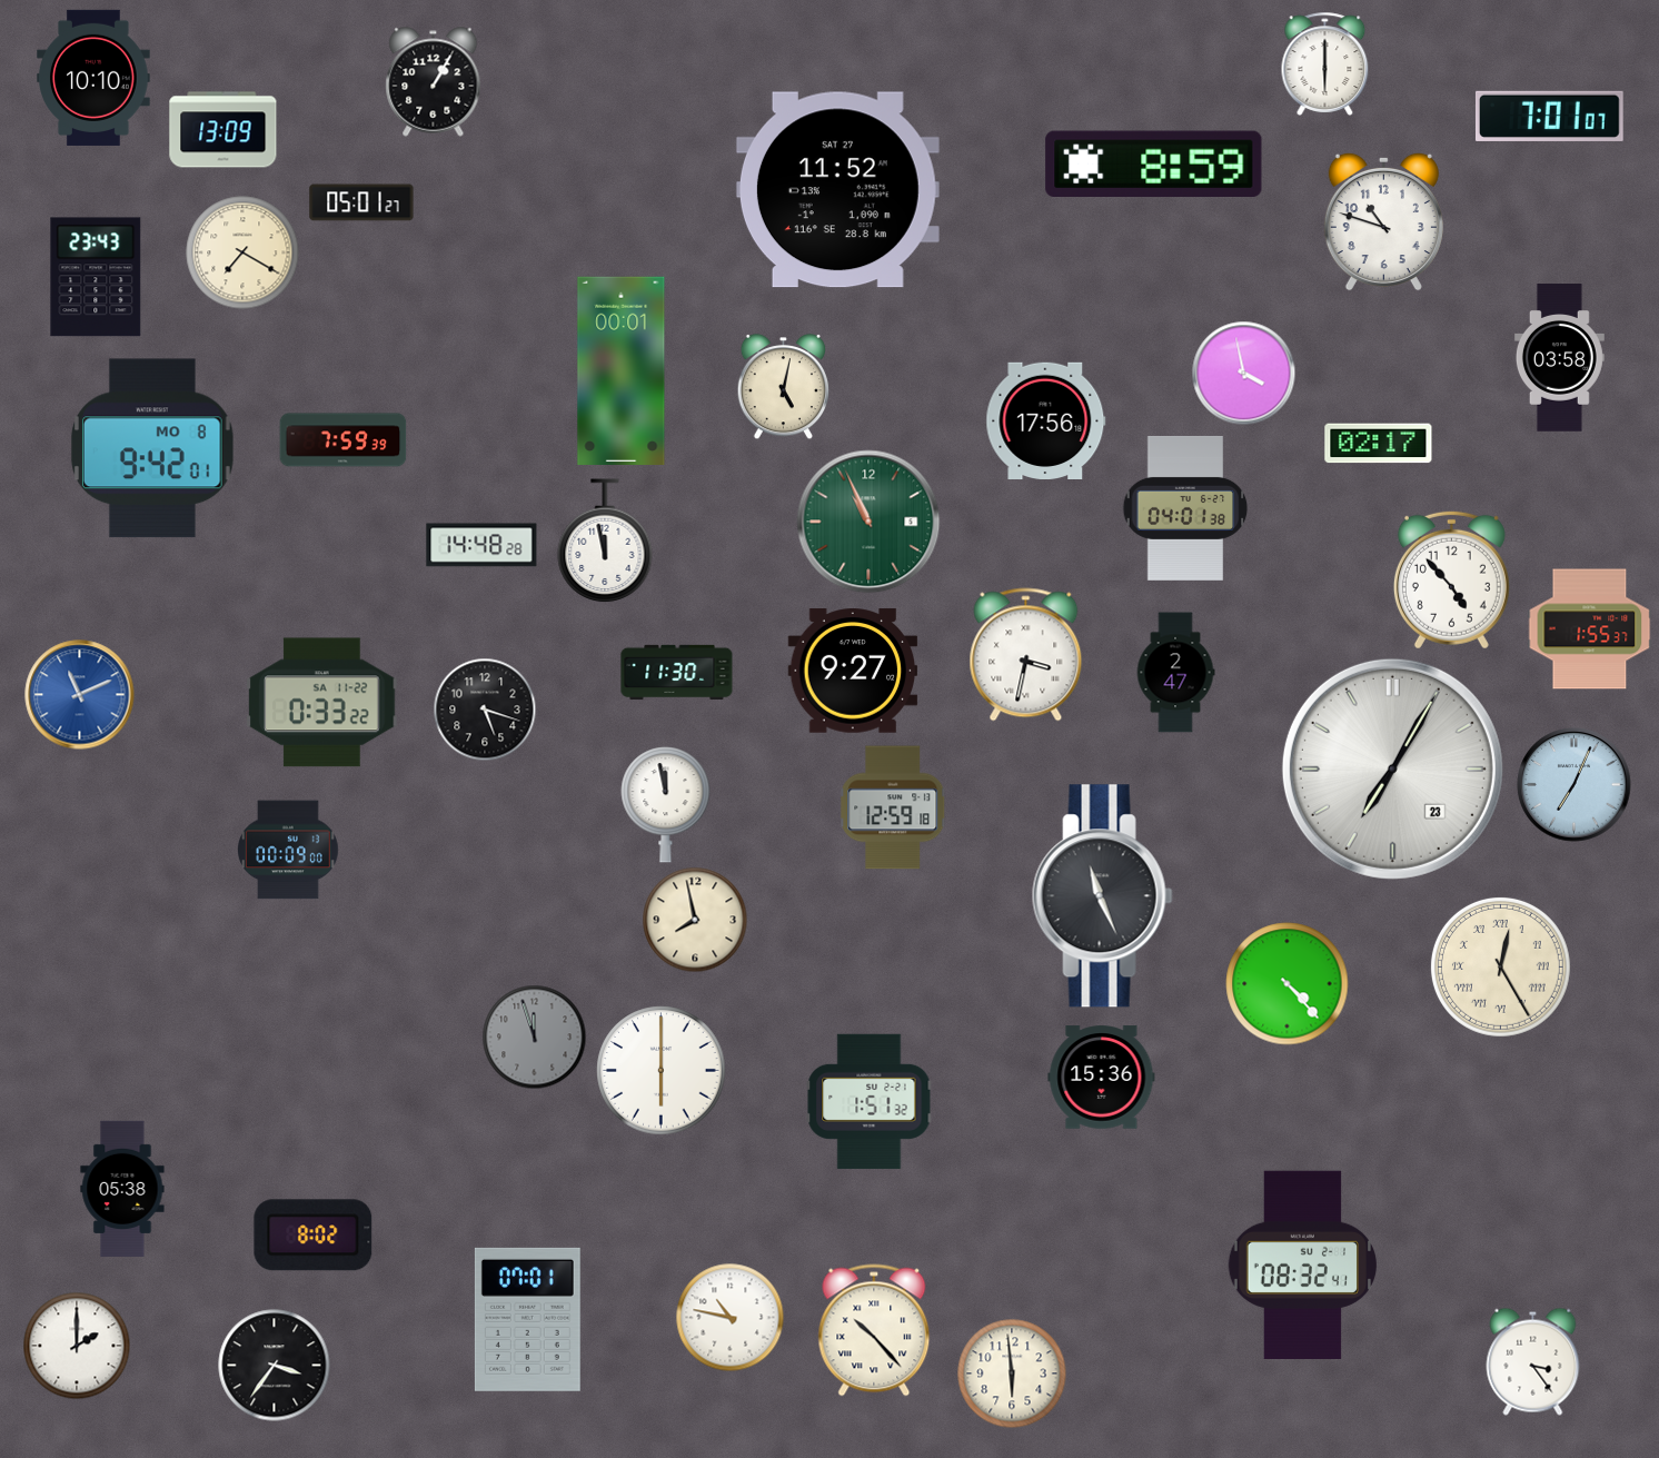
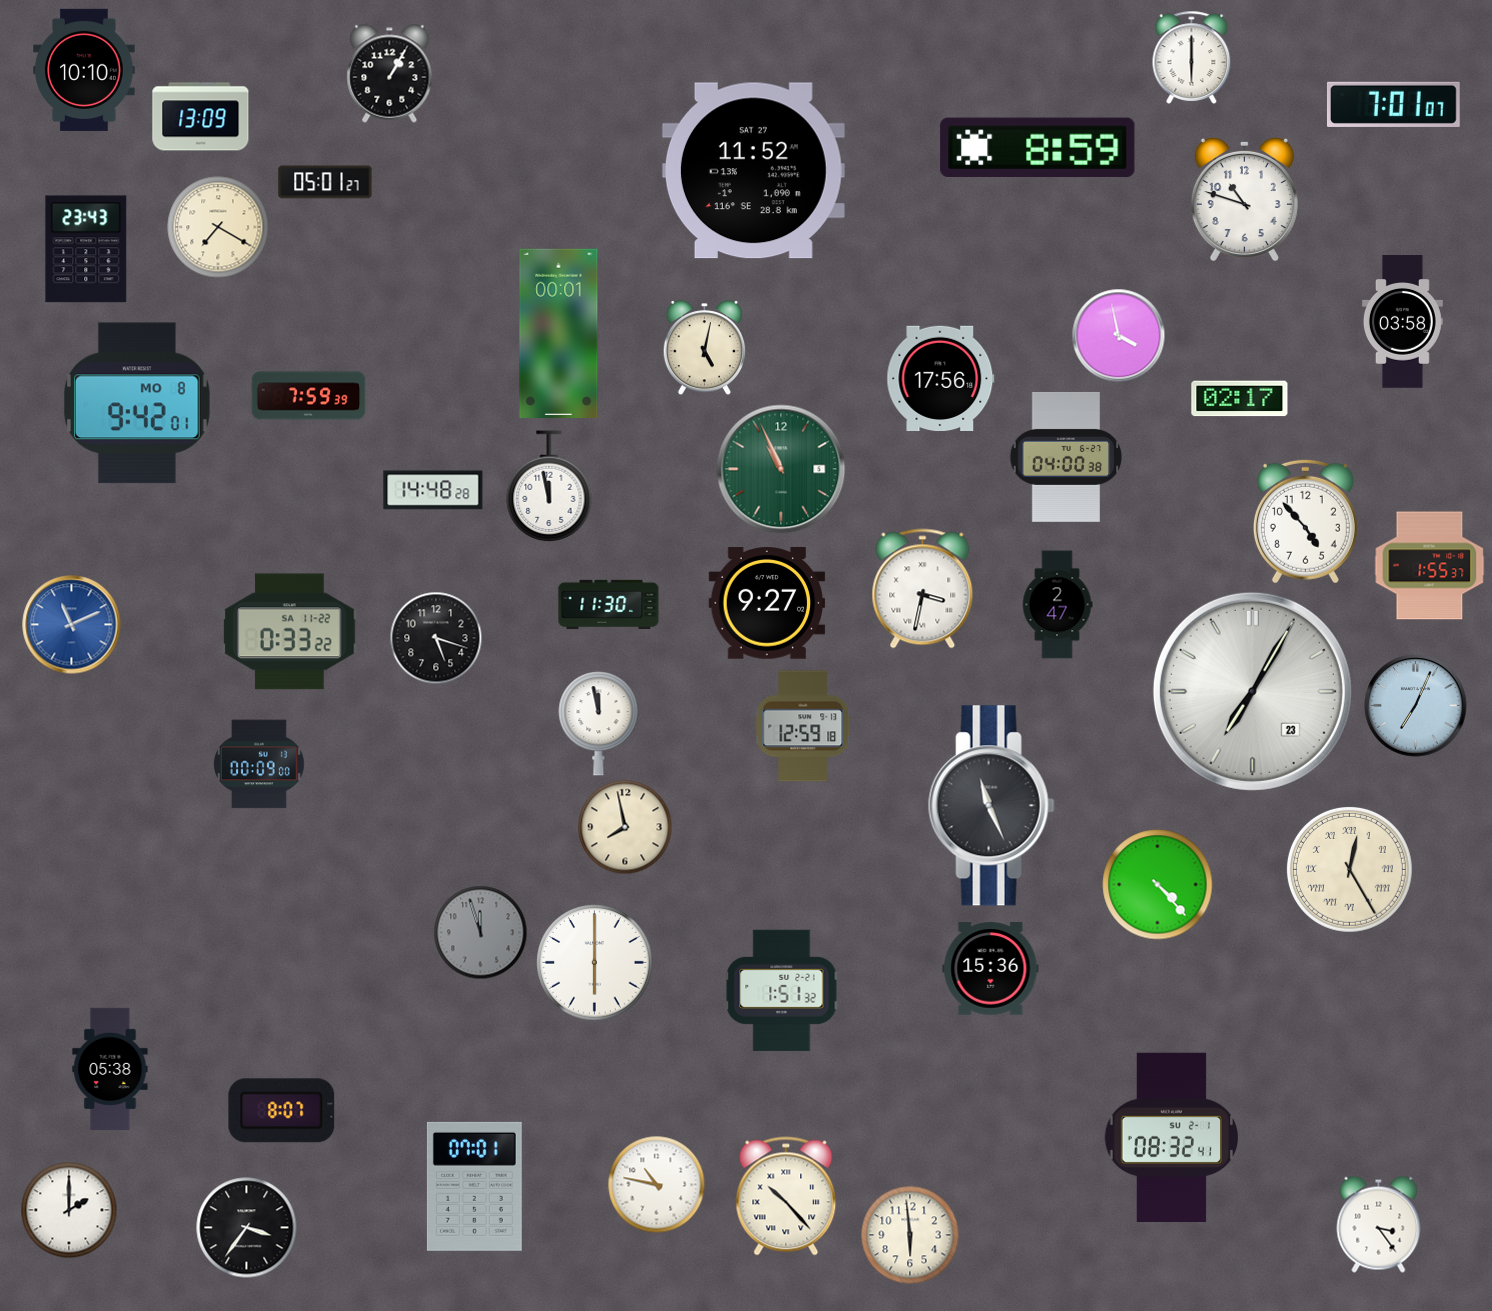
clock at (1185, 508): 04:01 -> 04:00
clock at (605, 540) position: (605, 540) -> (549, 486)
clock at (314, 1236): 8:02 -> 8:07
